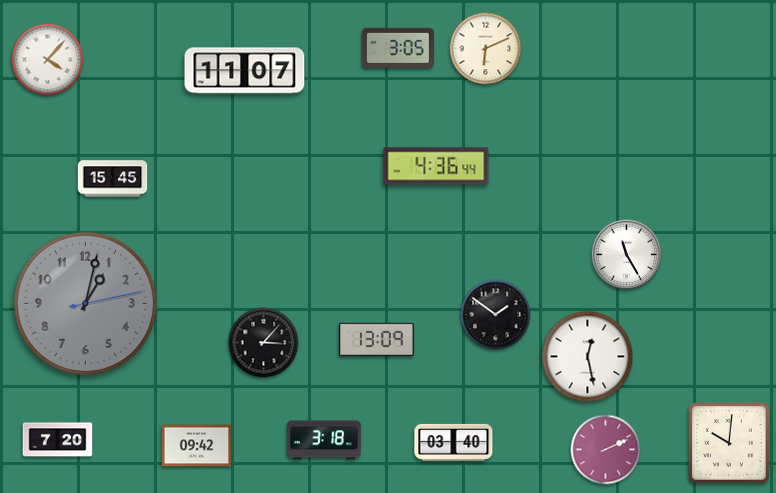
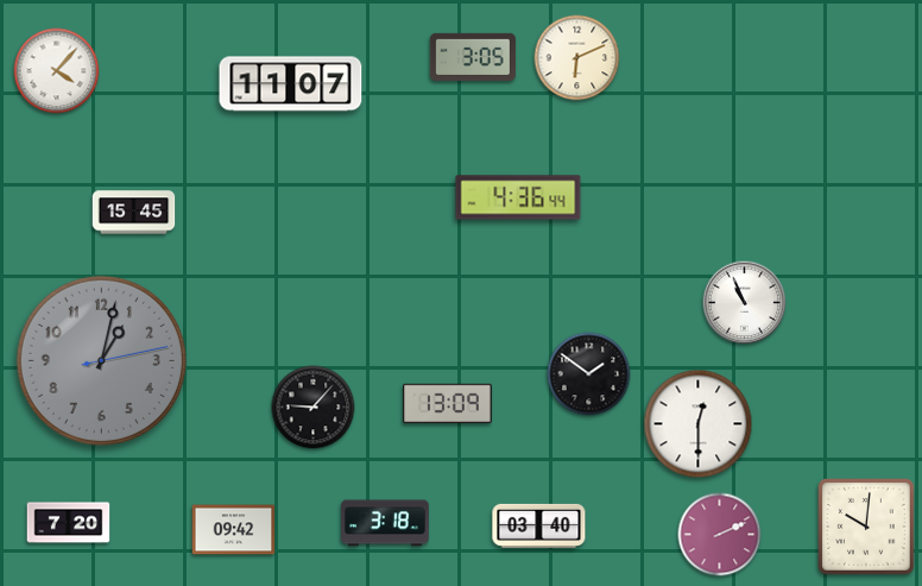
clock at (627, 255): 11:25 -> 10:56
clock at (264, 343): 3:07 -> 9:07
clock at (588, 357): 12:28 -> 12:30
